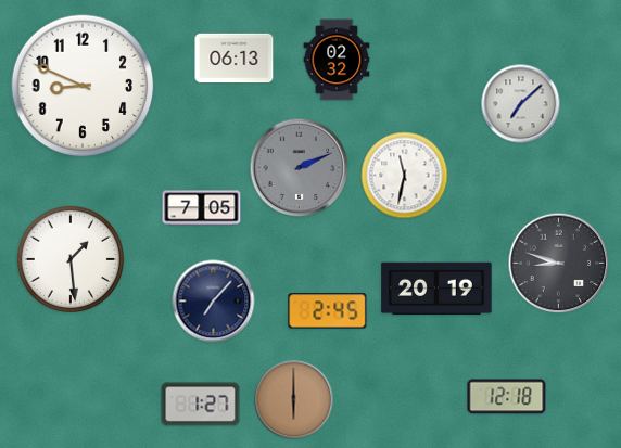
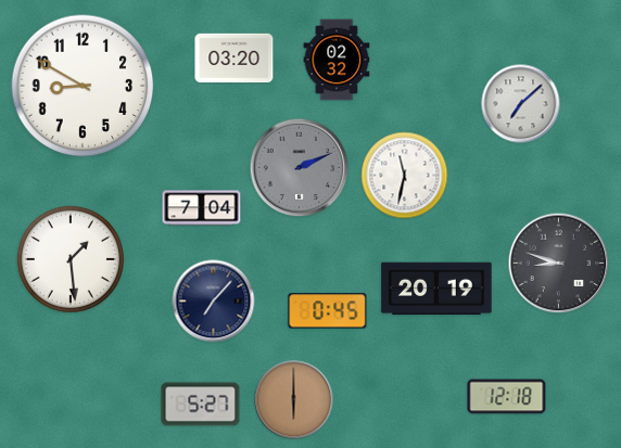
clock at (235, 59): 06:13 -> 03:20
clock at (83, 86): 8:49 -> 8:50
clock at (202, 208): 7:05 -> 7:04
clock at (328, 311): 2:45 -> 0:45
clock at (201, 405): 1:27 -> 5:27
